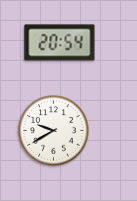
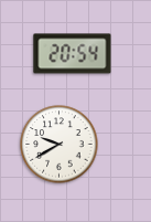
clock at (60, 43) position: (60, 43) -> (73, 54)
